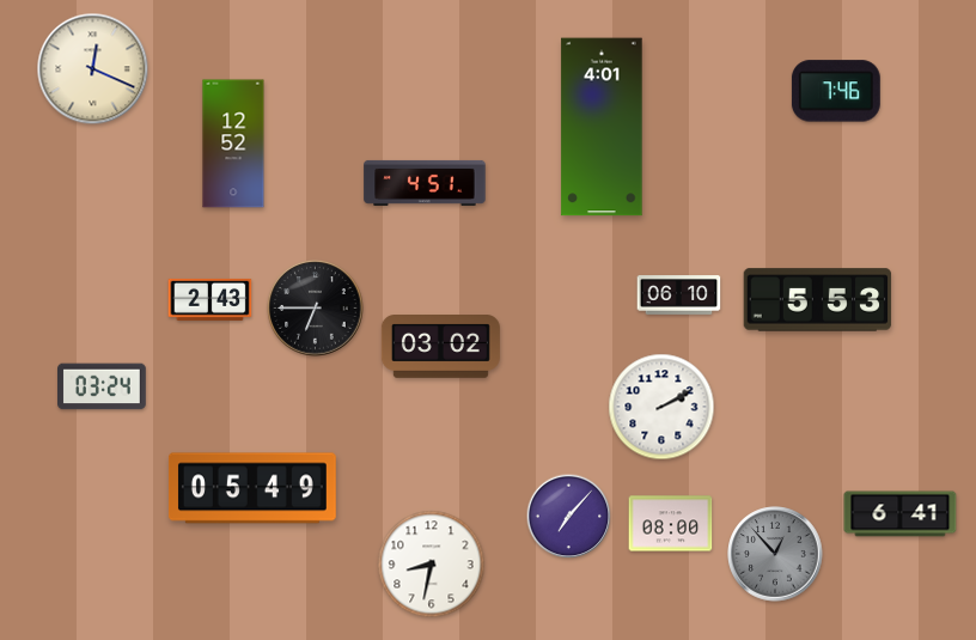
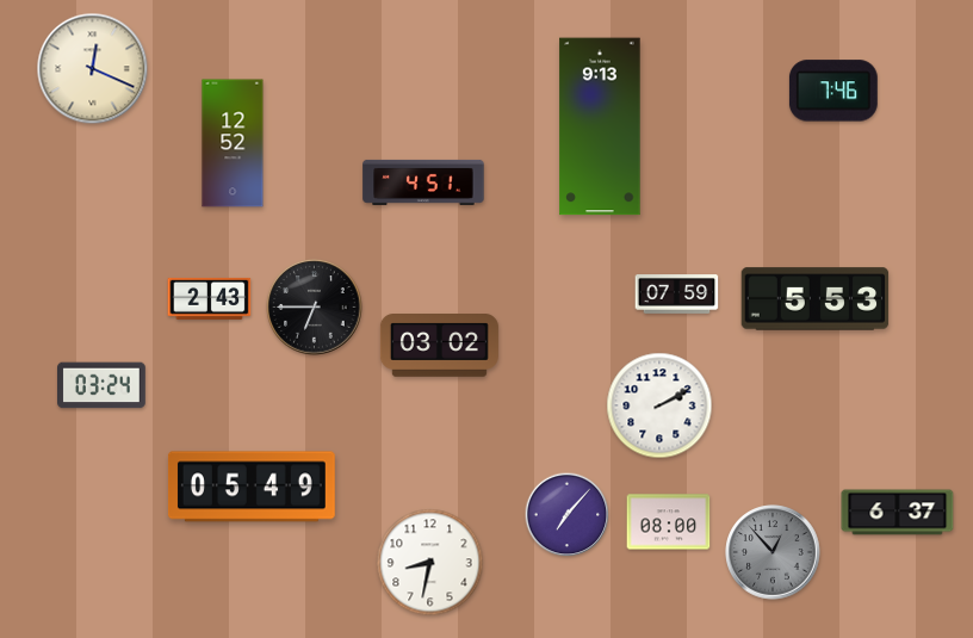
clock at (602, 127): 4:01 -> 9:13
clock at (679, 295): 06:10 -> 07:59
clock at (901, 514): 6:41 -> 6:37
